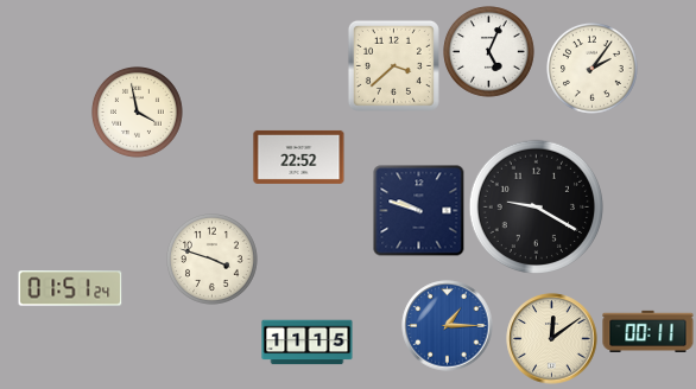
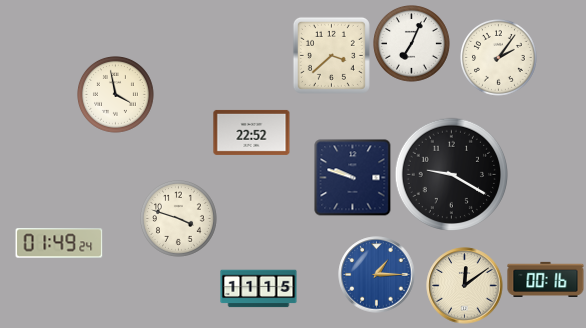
clock at (489, 52): 5:04 -> 7:04
clock at (70, 288): 01:51 -> 01:49
clock at (648, 331): 00:11 -> 00:16
